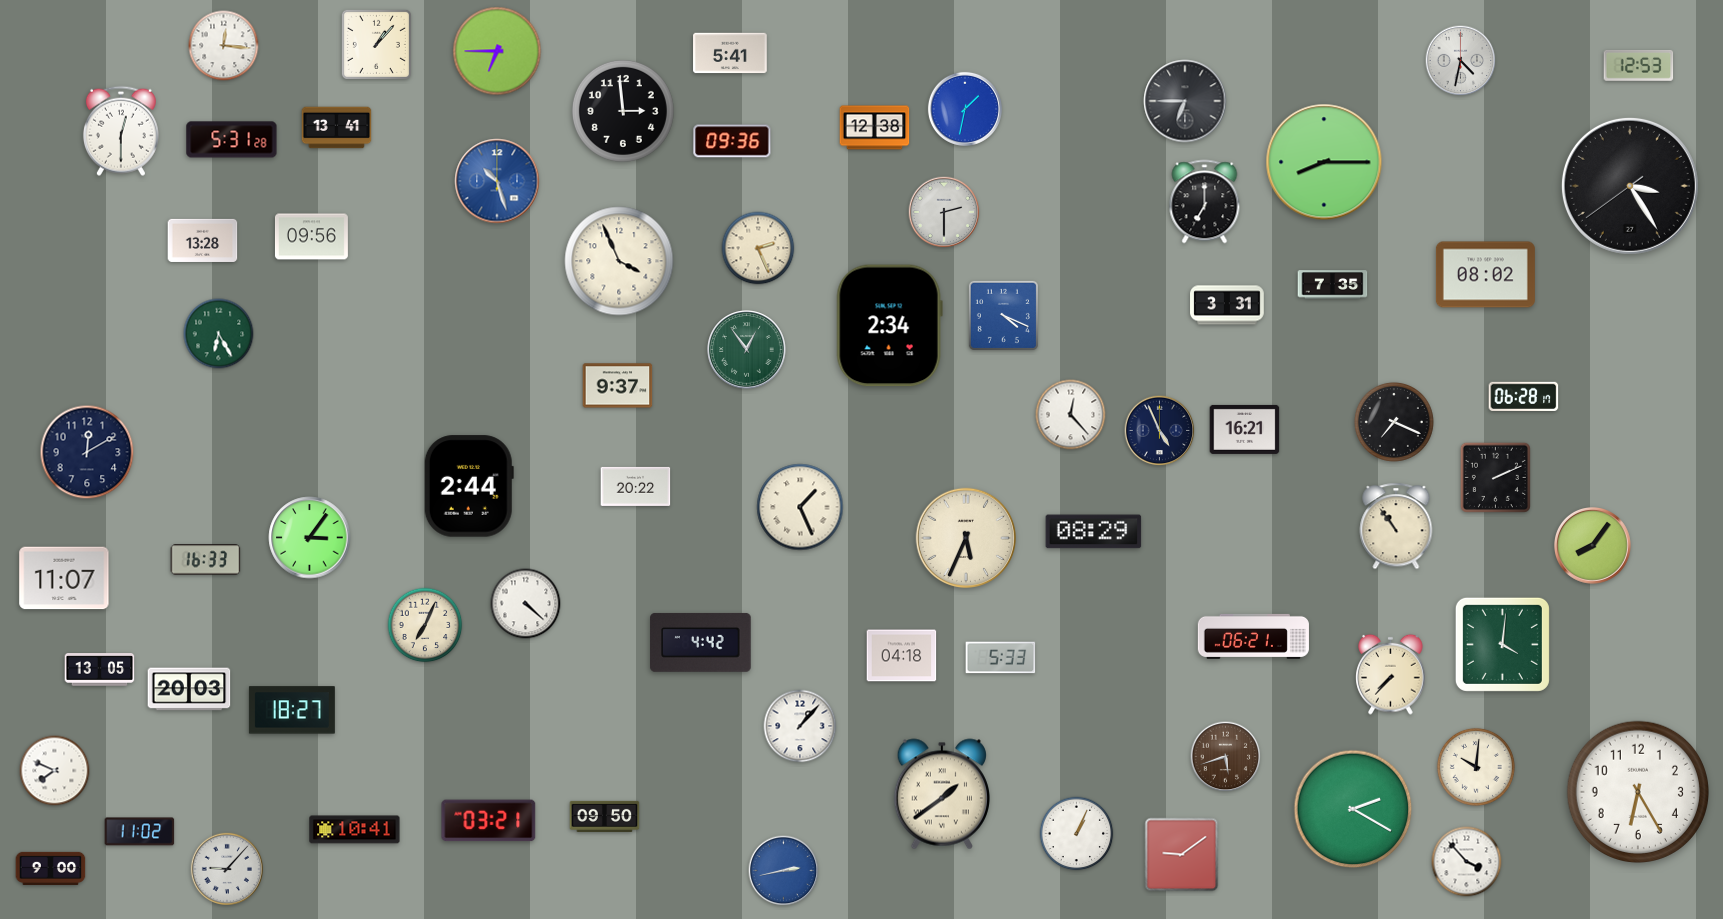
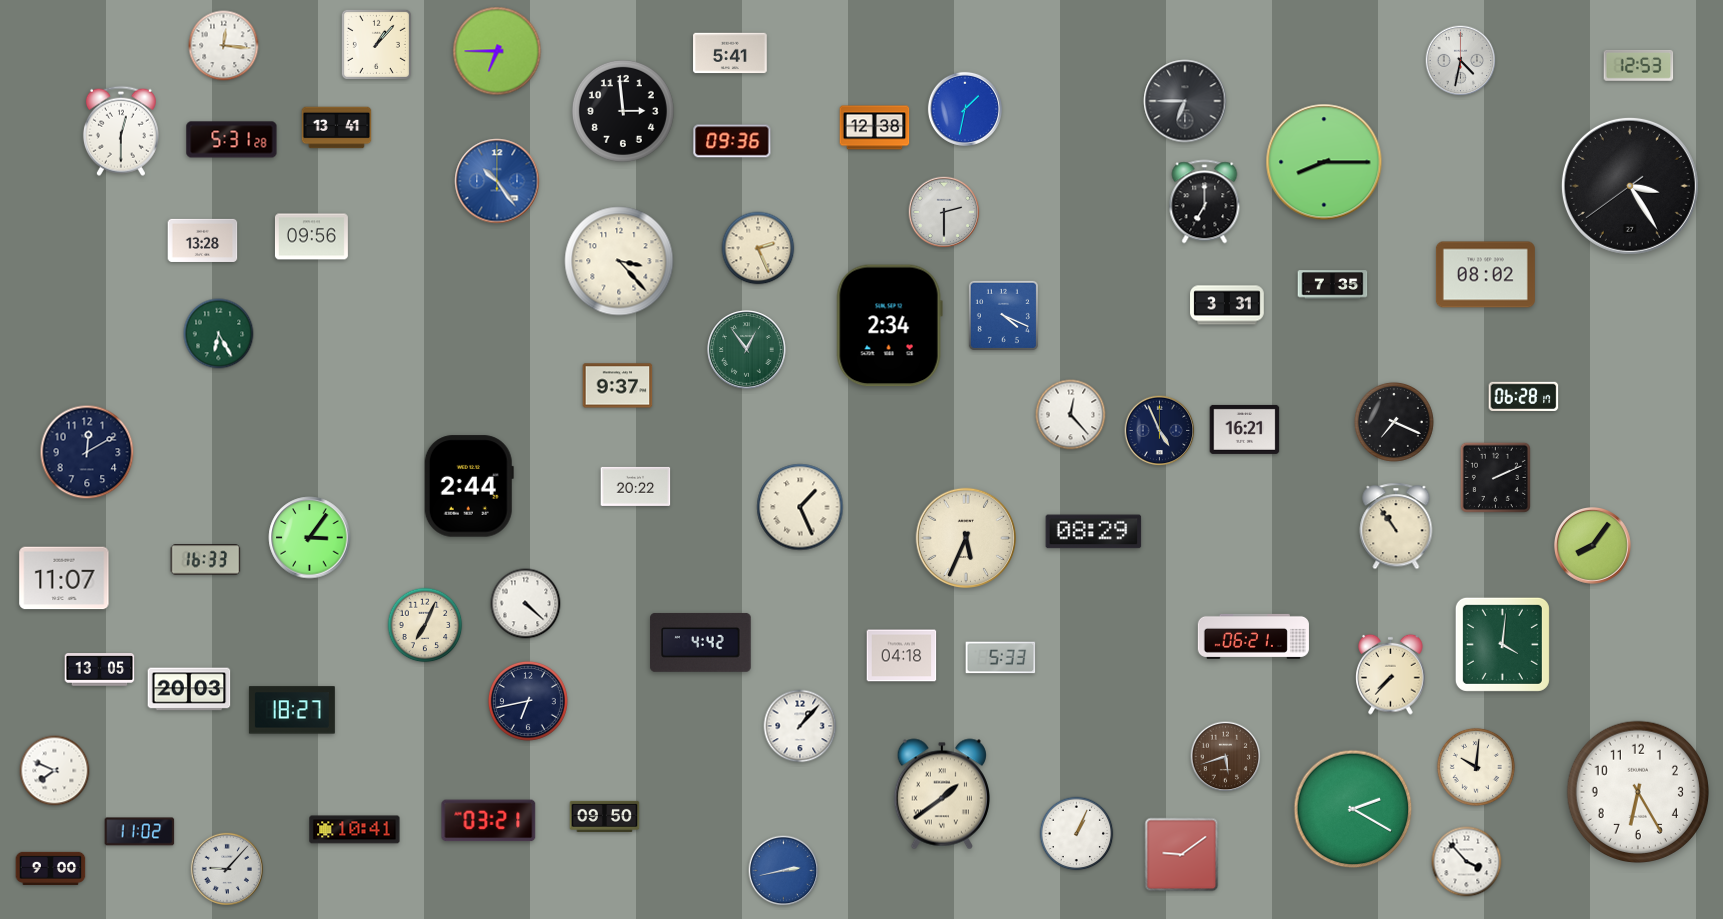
clock at (497, 181): 10:27 -> 10:24
clock at (619, 261): 3:56 -> 3:23
clock at (528, 701): none -> 6:43
